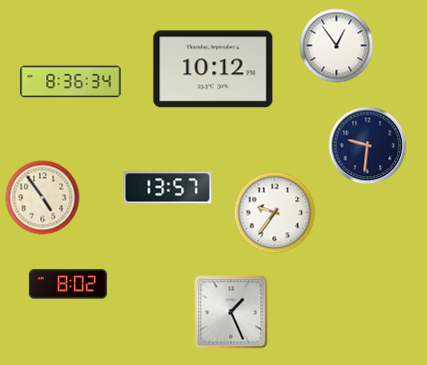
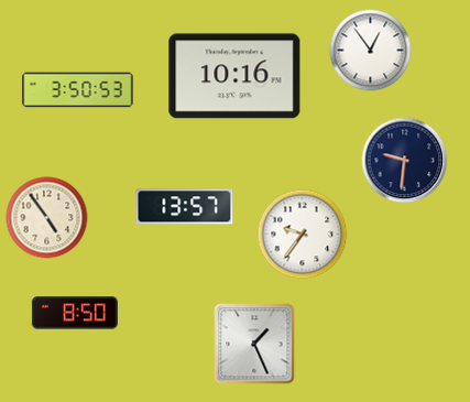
clock at (213, 69): 10:12 -> 10:16
clock at (71, 82): 8:36 -> 3:50
clock at (68, 284): 8:02 -> 8:50
